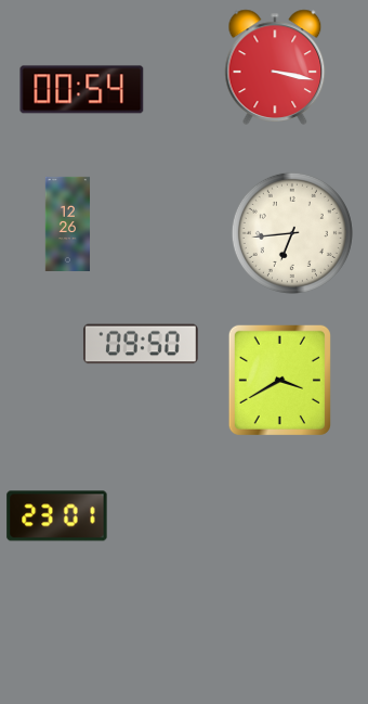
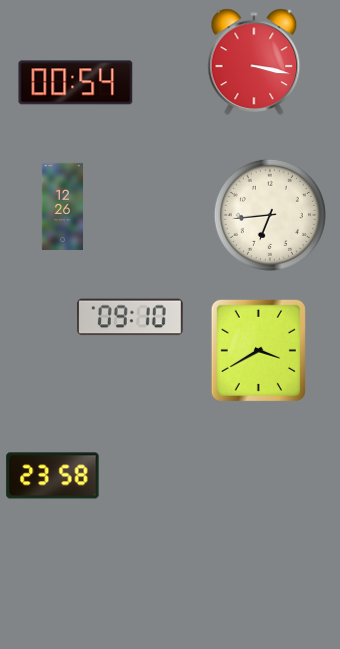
clock at (141, 344): 09:50 -> 09:10
clock at (57, 516): 23:01 -> 23:58
